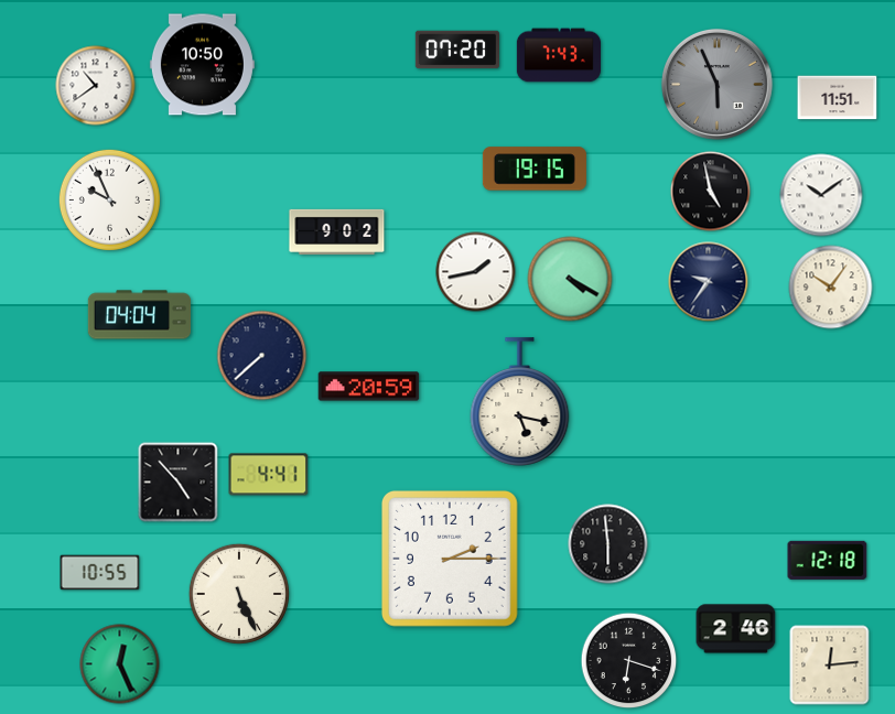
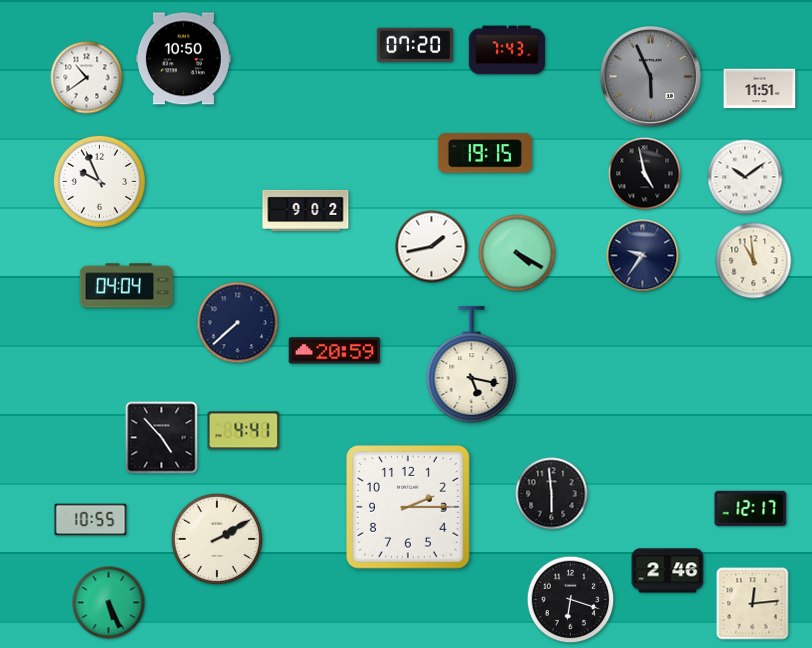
clock at (831, 288): 10:06 -> 10:59
clock at (828, 560): 12:18 -> 12:17
clock at (239, 594): 5:26 -> 2:10
clock at (120, 664): 12:26 -> 5:26
